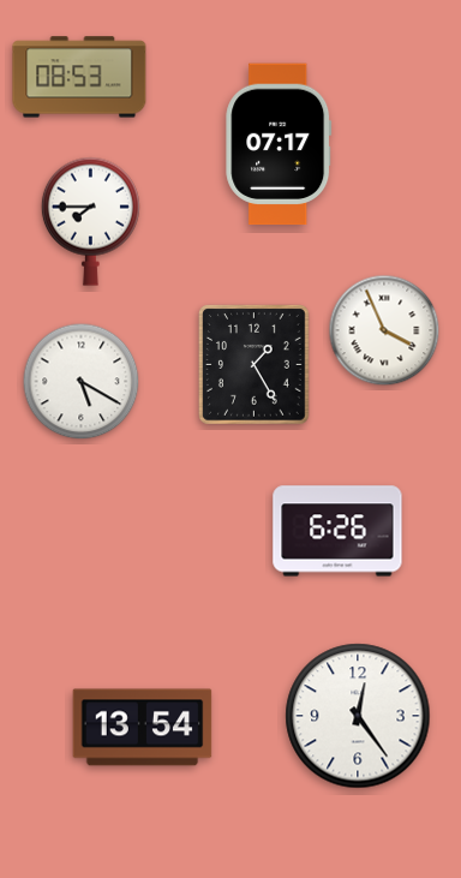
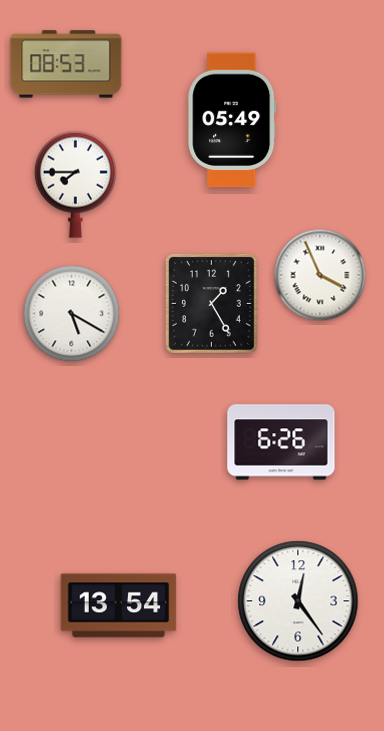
clock at (279, 144): 07:17 -> 05:49
clock at (82, 382) position: (82, 382) -> (72, 314)
clock at (358, 716) position: (358, 716) -> (298, 601)
